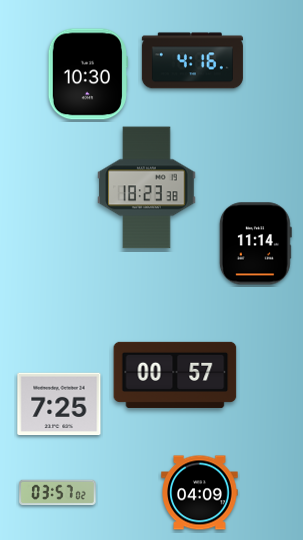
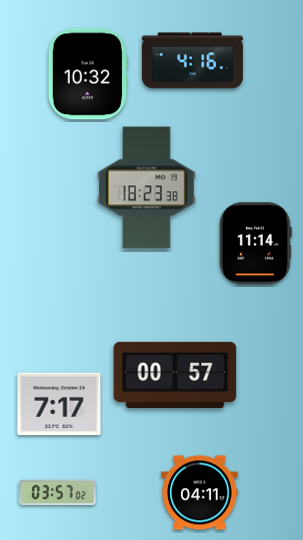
clock at (88, 74): 10:30 -> 10:32
clock at (59, 404): 7:25 -> 7:17
clock at (200, 493): 04:09 -> 04:11
